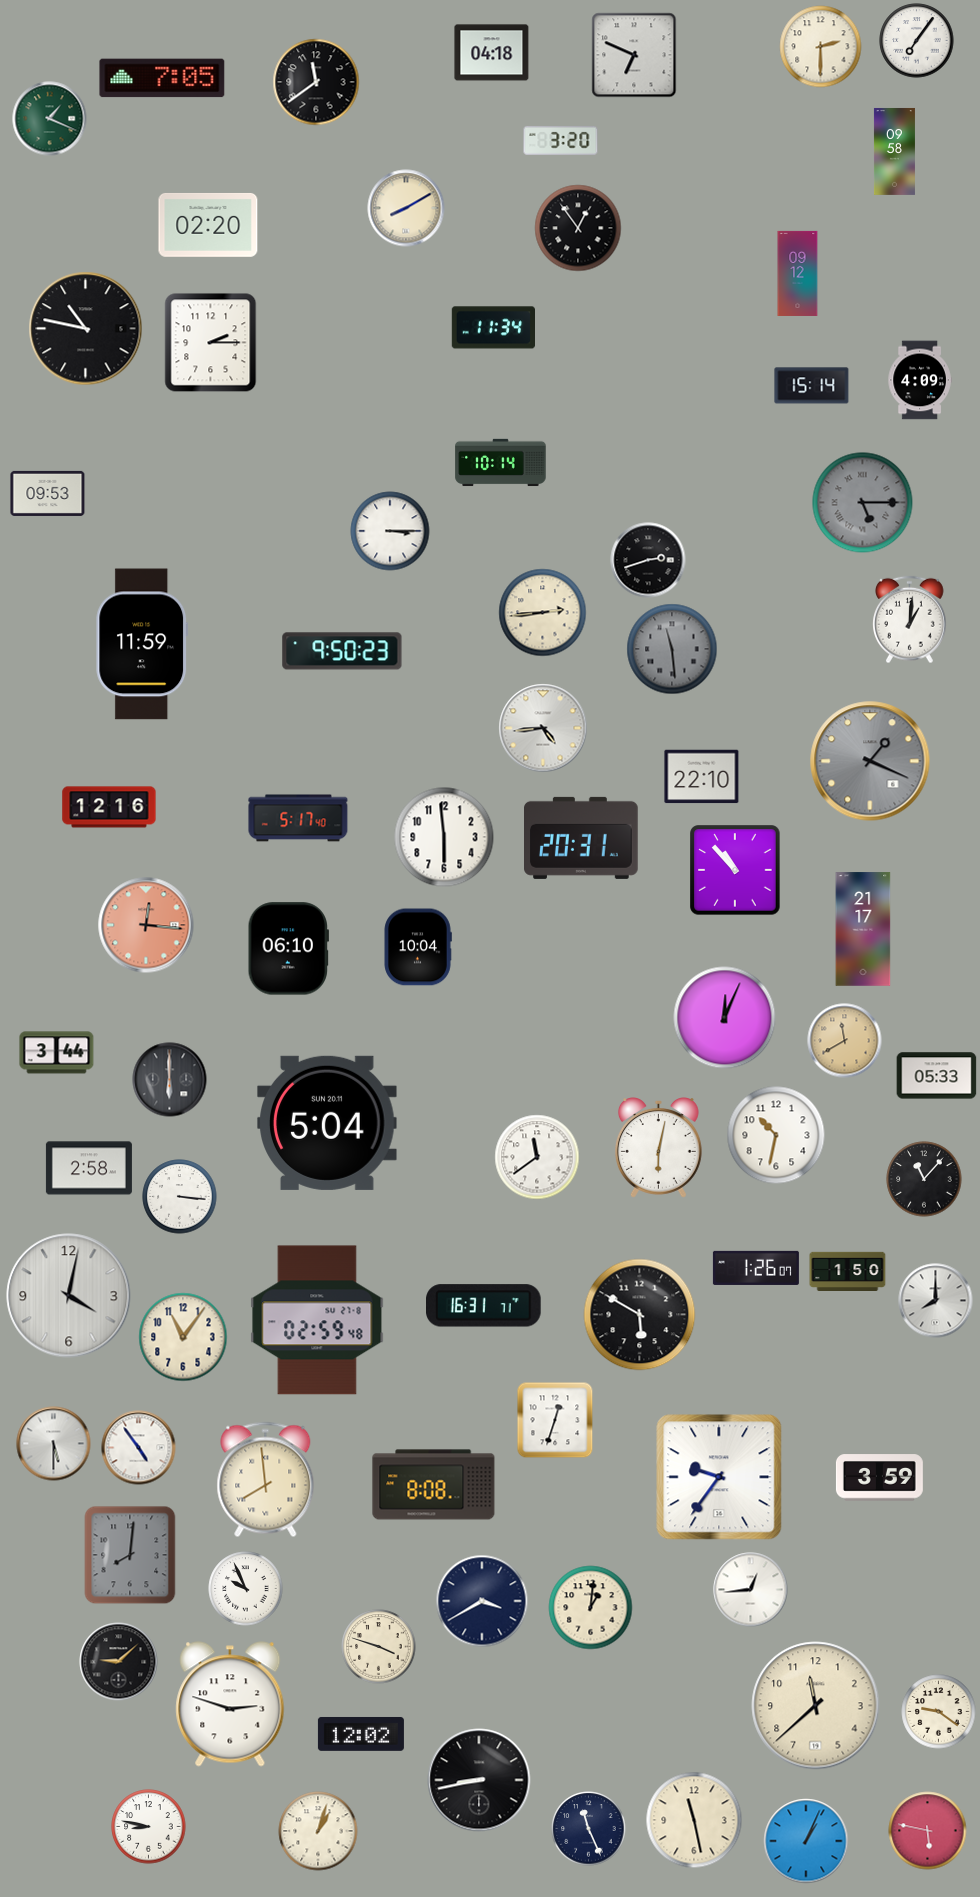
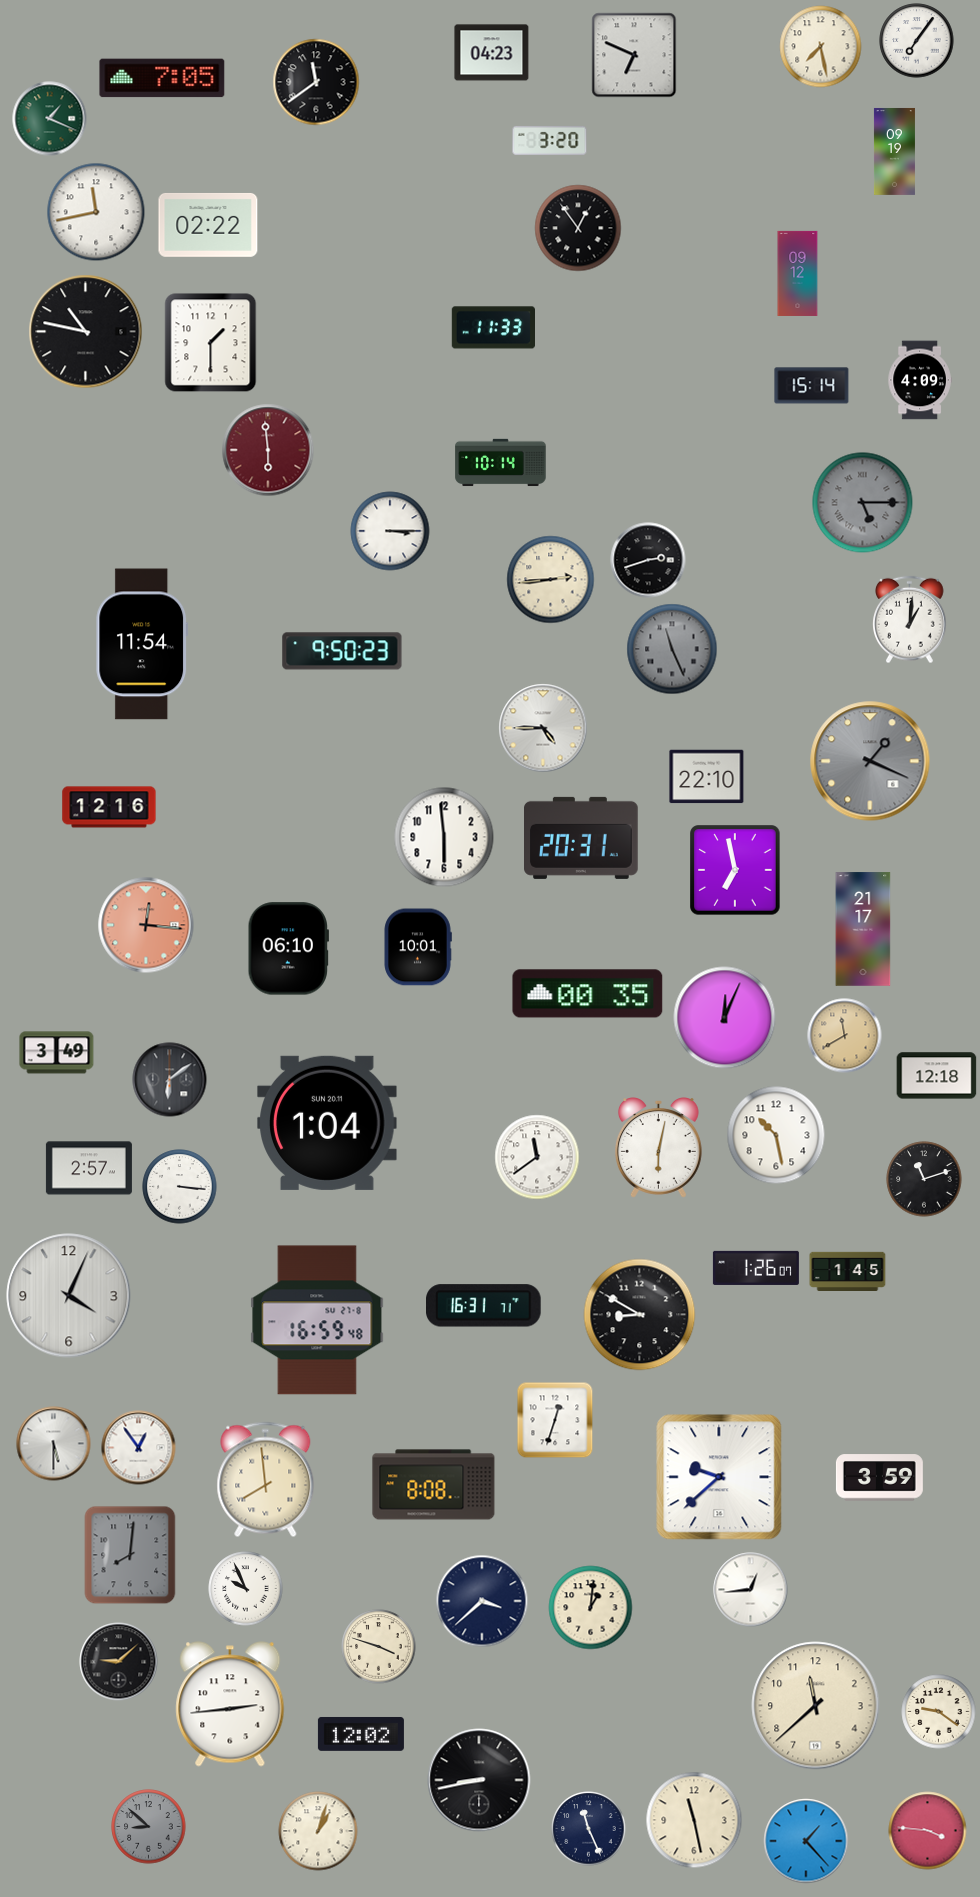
clock at (821, 47): 2:30 -> 7:28
clock at (492, 53): 04:18 -> 04:23
clock at (561, 140) position: (561, 140) -> (550, 140)
clock at (894, 151): 09:58 -> 09:19
clock at (406, 208): 8:10 -> none
clock at (96, 212): none -> 11:43
clock at (208, 225): 02:20 -> 02:22
clock at (493, 328): 11:34 -> 11:33
clock at (86, 329) position: (86, 329) -> (86, 332)
clock at (211, 343): 2:15 -> 1:30
clock at (268, 450): none -> 5:59
clock at (48, 493): 09:53 -> none
clock at (543, 613) position: (543, 613) -> (551, 580)
clock at (142, 644): 11:59 -> 11:54
clock at (672, 649): 11:29 -> 11:26
clock at (543, 728): 4:44 -> 4:45
clock at (702, 777) position: (702, 777) -> (707, 777)
clock at (298, 818): 5:17 -> none
clock at (735, 870): 10:53 -> 6:58
clock at (418, 947): 10:04 -> 10:01
clock at (588, 994): none -> 00:35
clock at (845, 1041) position: (845, 1041) -> (845, 1036)
clock at (57, 1053): 3:44 -> 3:49
clock at (937, 1076): 05:33 -> 12:18
clock at (170, 1080): 6:00 -> 6:09
clock at (327, 1123): 5:04 -> 1:04
clock at (776, 1135): 10:32 -> 10:28
clock at (89, 1168): 2:58 -> 2:57
clock at (924, 1179): 11:07 -> 11:12
clock at (180, 1197) position: (180, 1197) -> (180, 1187)
clock at (848, 1271): 1:50 -> 1:45
clock at (69, 1296): 4:02 -> 4:04
clock at (936, 1301): 8:00 -> none
clock at (640, 1315): 5:50 -> 8:50
clock at (317, 1320): 02:59 -> 16:59
clock at (183, 1337): 11:06 -> none
clock at (139, 1448): 4:54 -> 12:54
clock at (719, 1477): 9:36 -> 9:38
clock at (482, 1601): 3:40 -> 3:38
clock at (230, 1704): 2:48 -> 2:44
clock at (149, 1827): 8:47 -> 8:52
clock at (149, 1827) dial: white -> grey
clock at (928, 1831): 5:47 -> 3:46
clock at (806, 1841): 1:04 -> 1:23
